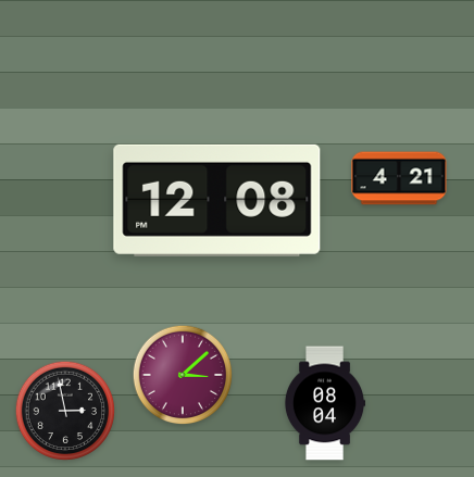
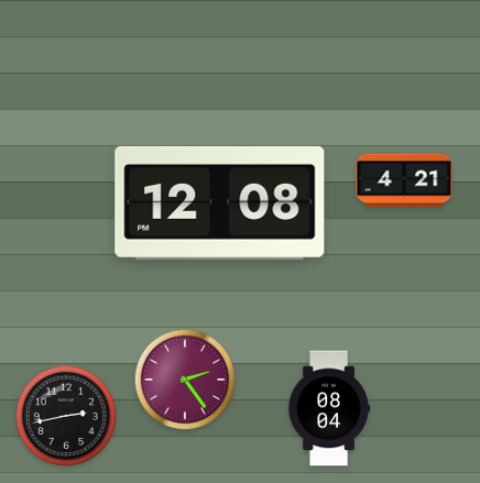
clock at (183, 375): 3:08 -> 2:24
clock at (65, 411): 2:58 -> 2:43
